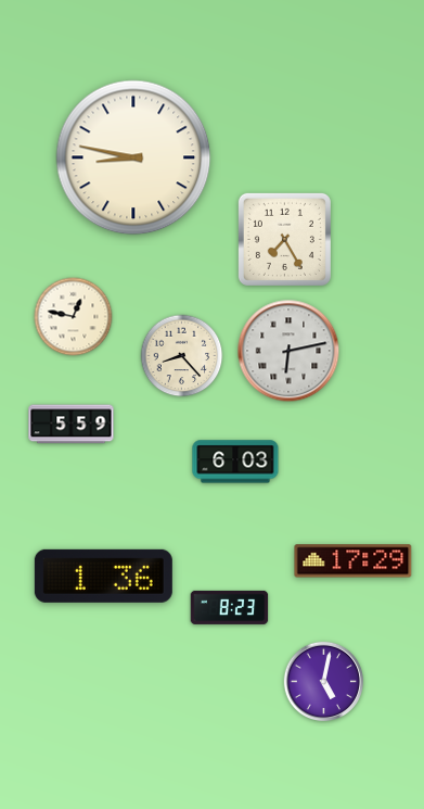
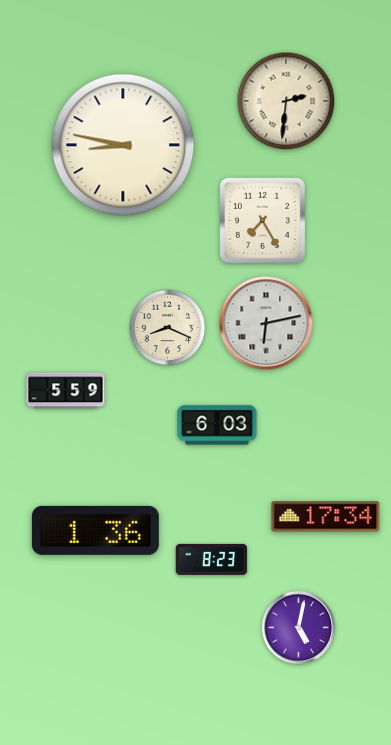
clock at (286, 101): none -> 2:31
clock at (74, 317): 12:47 -> none
clock at (182, 356): 8:23 -> 8:19
clock at (354, 561): 17:29 -> 17:34
